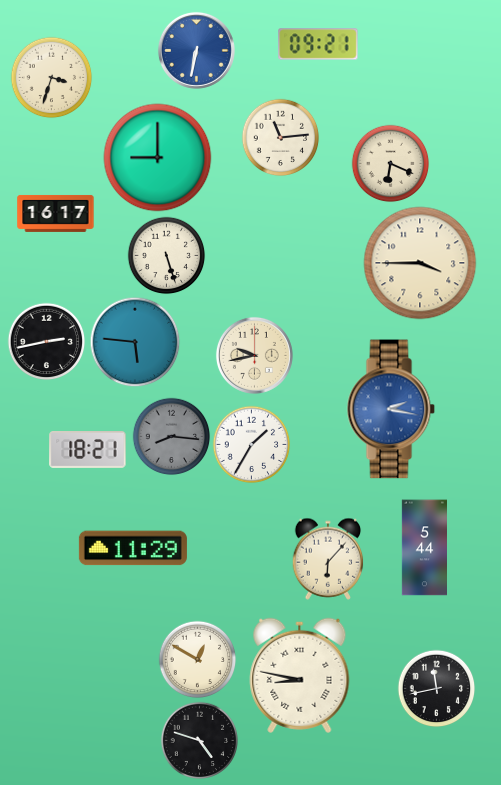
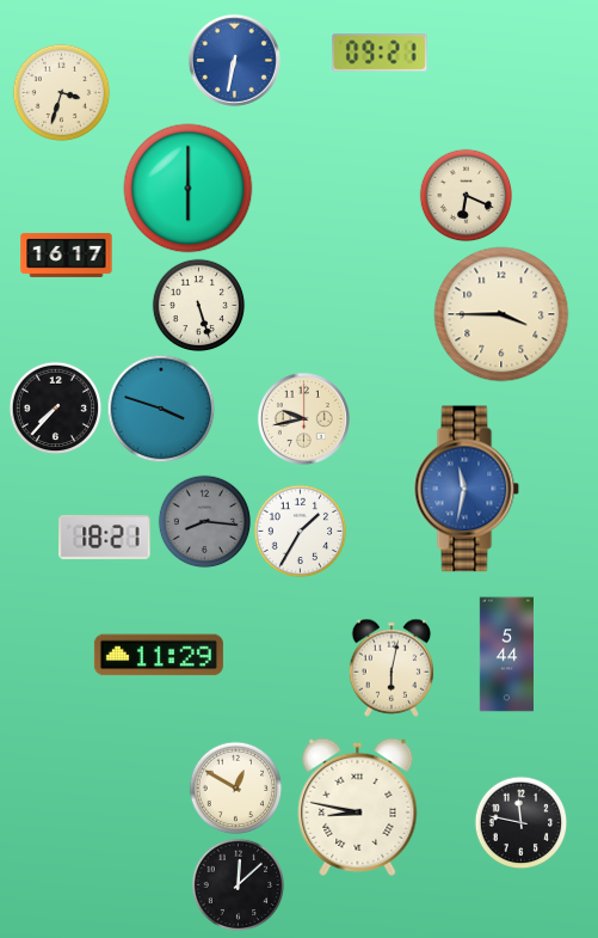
clock at (280, 137): 11:14 -> none
clock at (158, 158): 9:00 -> 6:00
clock at (46, 341): 2:43 -> 7:37
clock at (135, 342): 5:46 -> 3:48
clock at (254, 355) position: (254, 355) -> (303, 418)
clock at (391, 409): 2:17 -> 11:32
clock at (328, 559): 6:07 -> 6:02
clock at (436, 688): 11:43 -> 11:47
clock at (199, 740): 4:48 -> 12:08
